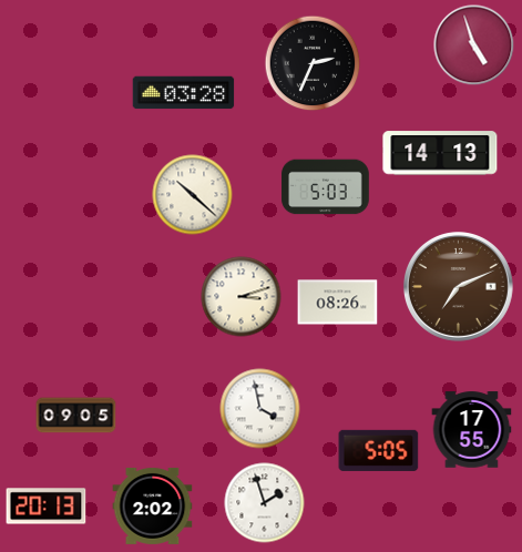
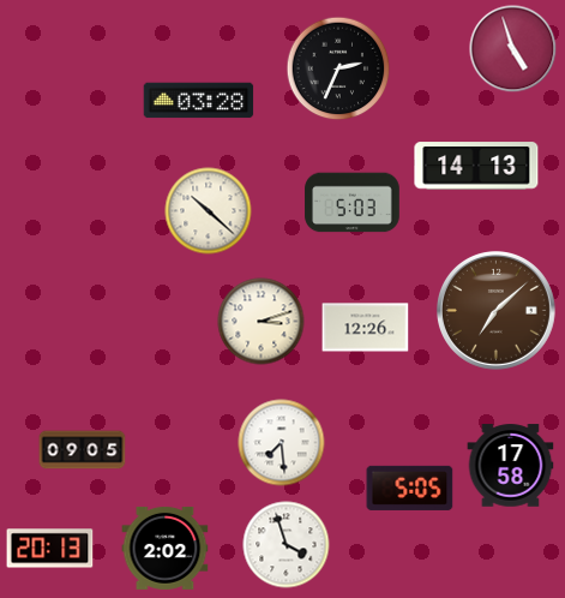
clock at (458, 286): 7:11 -> 7:08
clock at (338, 303): 08:26 -> 12:26
clock at (260, 409): 3:58 -> 7:29
clock at (472, 430): 17:55 -> 17:58
clock at (265, 503): 1:57 -> 3:57
